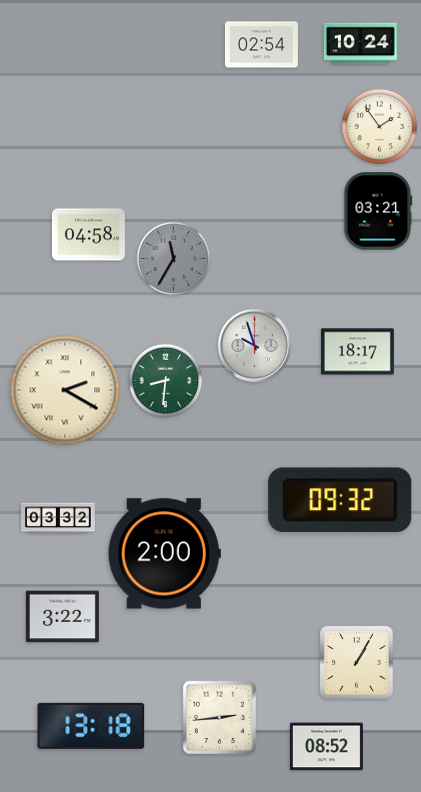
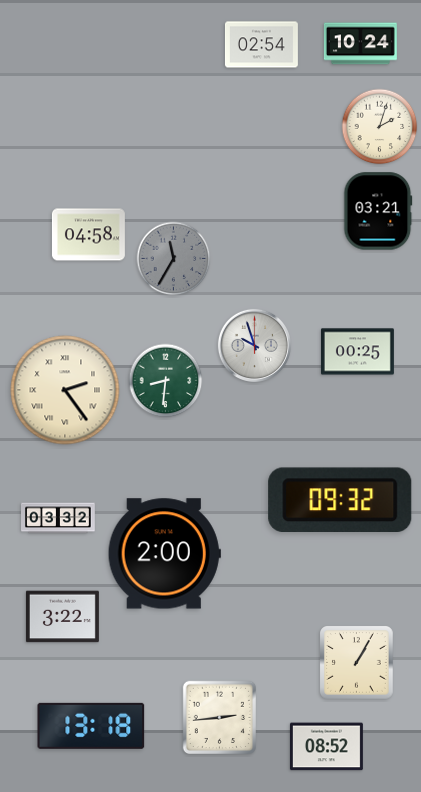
clock at (380, 127): 1:54 -> 2:03
clock at (357, 352): 18:17 -> 00:25
clock at (65, 390): 2:20 -> 2:24
